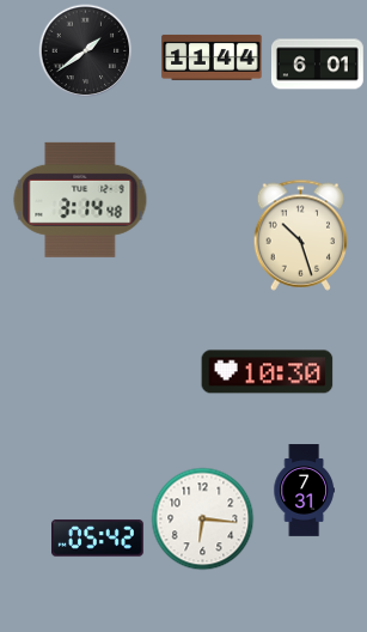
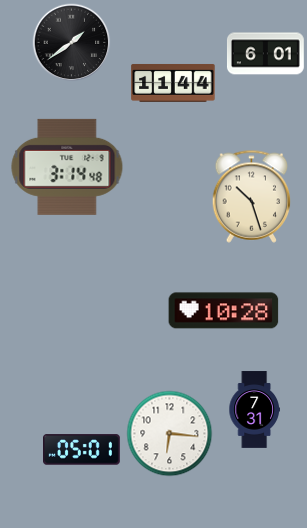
clock at (212, 57) position: (212, 57) -> (173, 83)
clock at (268, 372): 10:30 -> 10:28
clock at (98, 539): 05:42 -> 05:01
